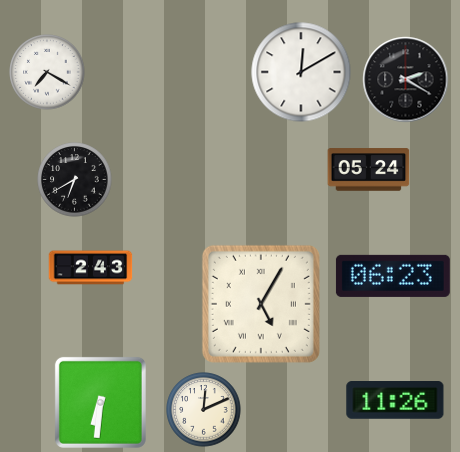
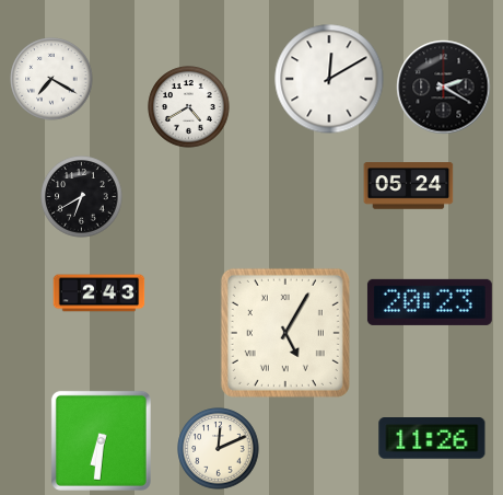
clock at (189, 107): none -> 4:40
clock at (369, 170) position: (369, 170) -> (409, 186)
clock at (393, 276): 06:23 -> 20:23
clock at (100, 402) position: (100, 402) -> (101, 440)
clock at (204, 410) position: (204, 410) -> (219, 449)
